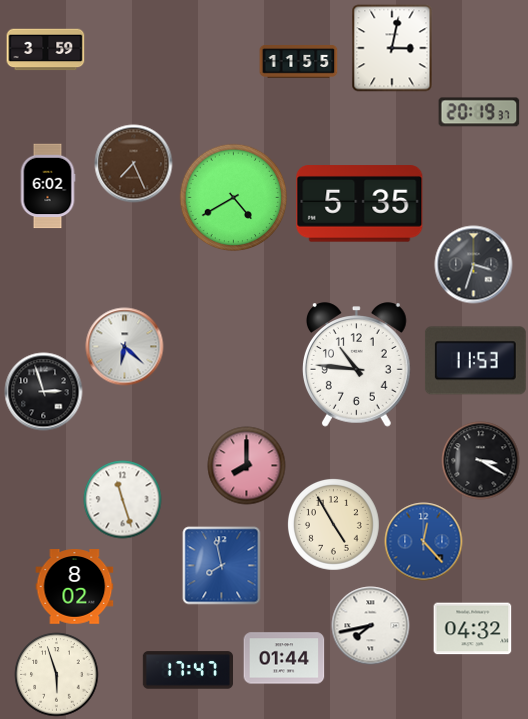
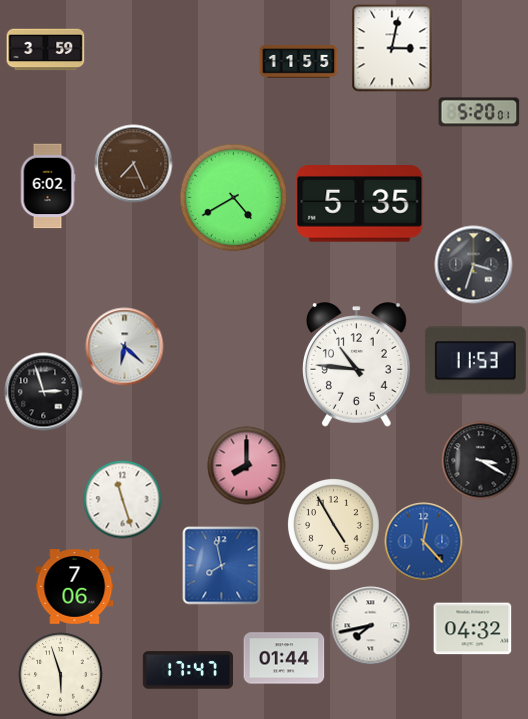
clock at (479, 112): 20:19 -> 5:20
clock at (74, 587): 8:02 -> 7:06
clock at (56, 674) position: (56, 674) -> (60, 674)
